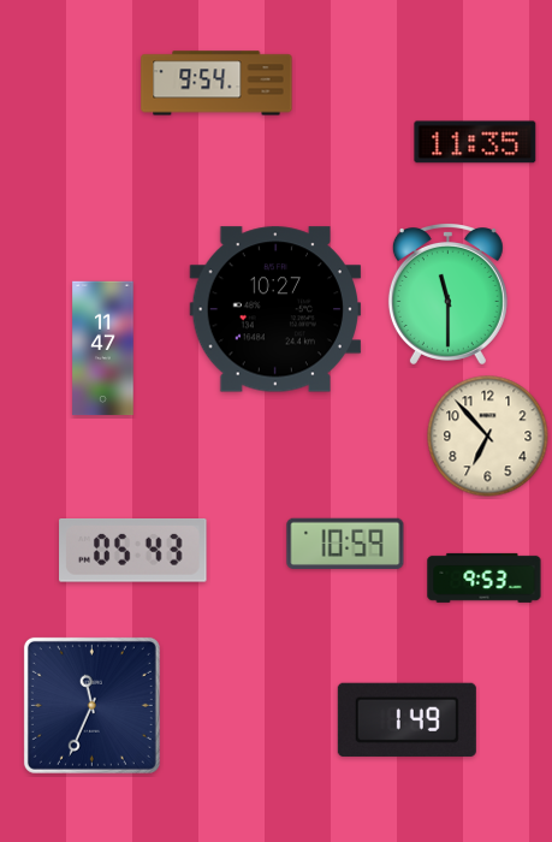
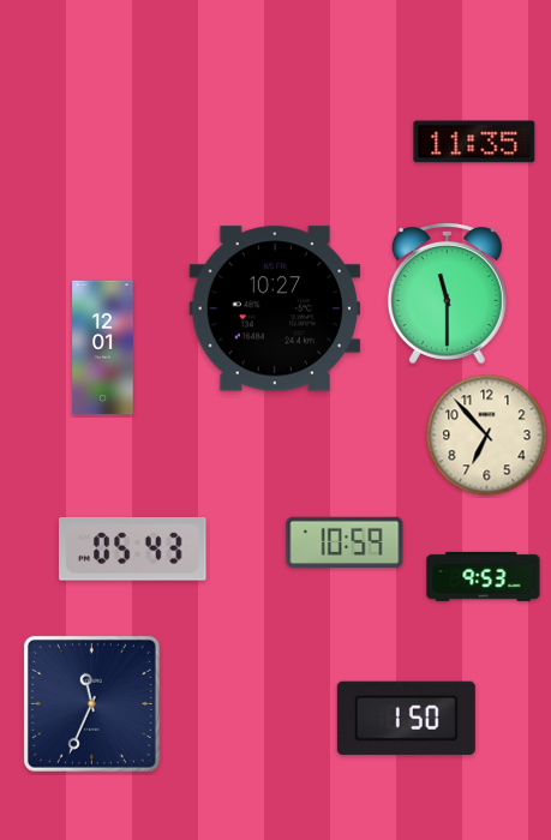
clock at (216, 83): 9:54 -> none
clock at (103, 349): 11:47 -> 12:01
clock at (406, 719): 1:49 -> 1:50
